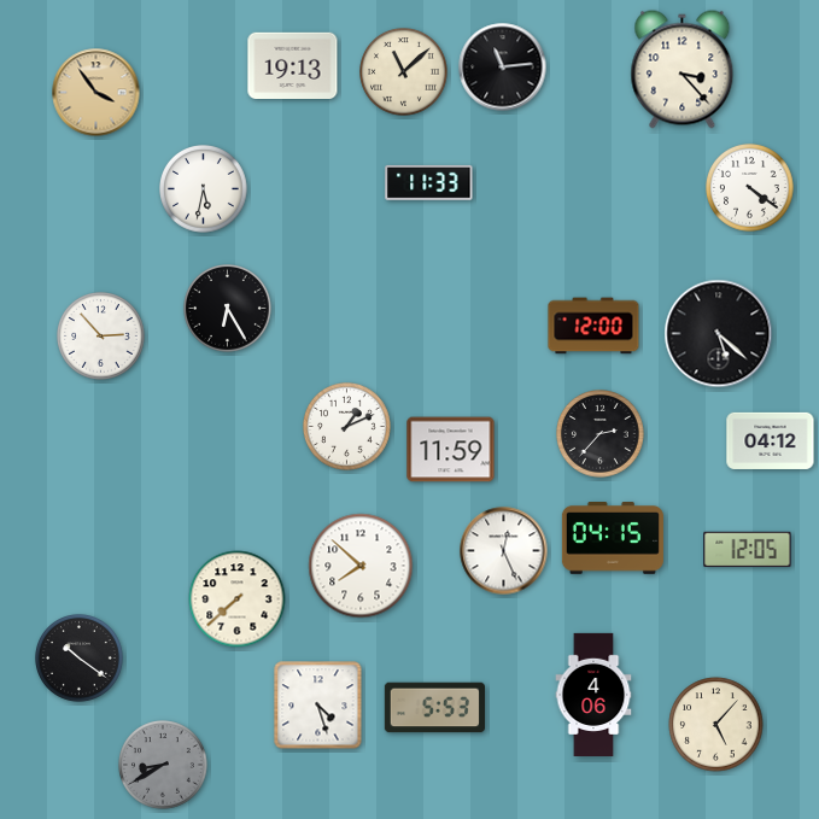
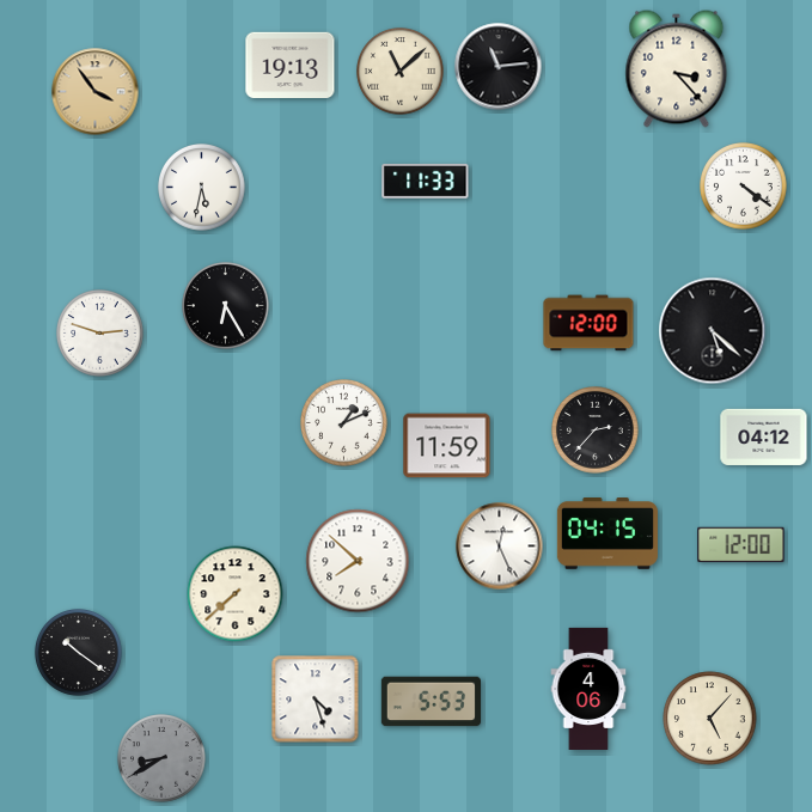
clock at (101, 337): 2:53 -> 2:48
clock at (748, 550): 12:05 -> 12:00
